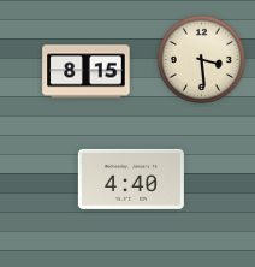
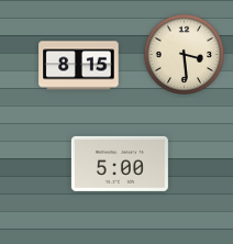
clock at (131, 179): 4:40 -> 5:00
